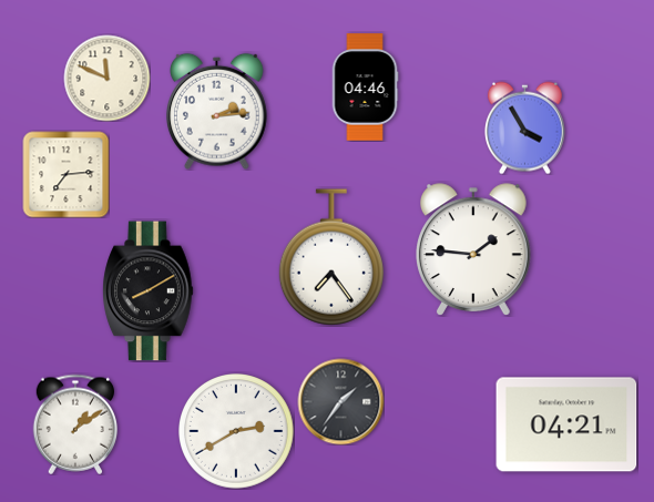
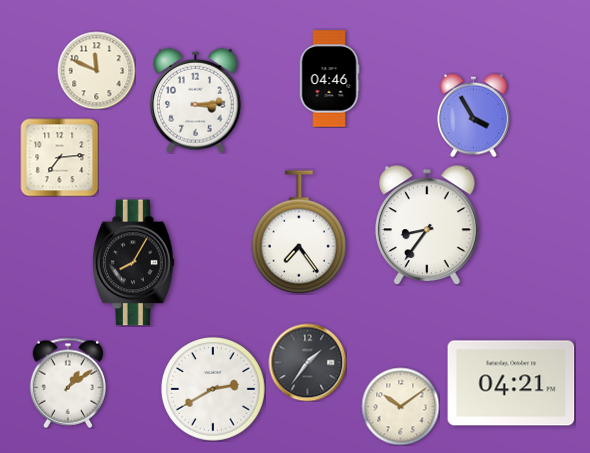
clock at (217, 111): 2:14 -> 3:14
clock at (474, 249): 1:46 -> 8:36
clock at (149, 291): 8:10 -> 8:05
clock at (400, 406): none -> 10:09
